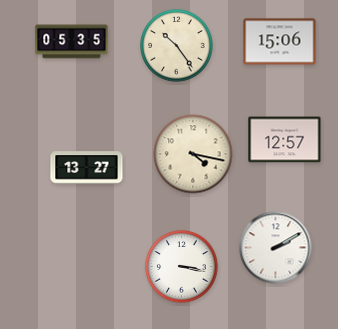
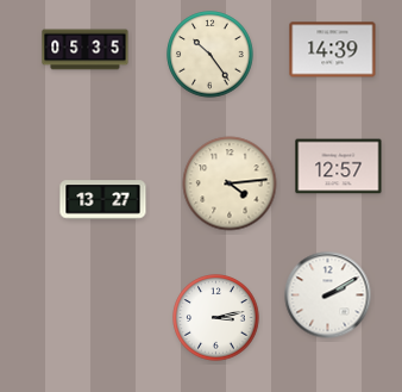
clock at (280, 42): 15:06 -> 14:39
clock at (193, 154): 4:17 -> 4:14
clock at (182, 267): 3:17 -> 3:13
